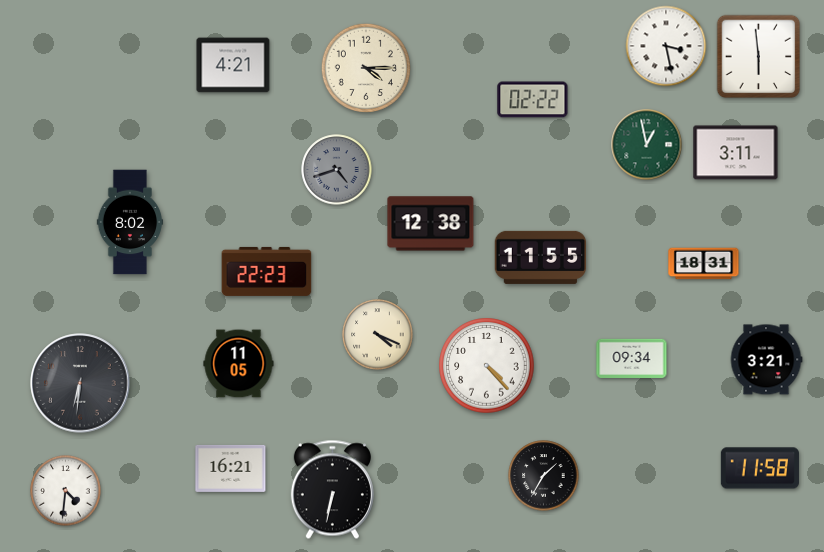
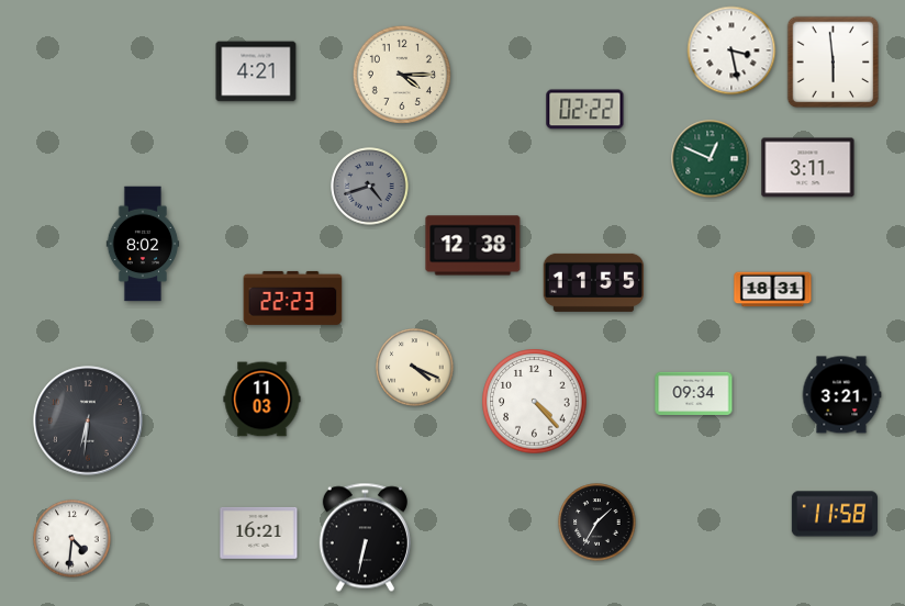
clock at (647, 145): 12:58 -> 12:49
clock at (239, 364): 11:05 -> 11:03
clock at (231, 468) position: (231, 468) -> (259, 532)
